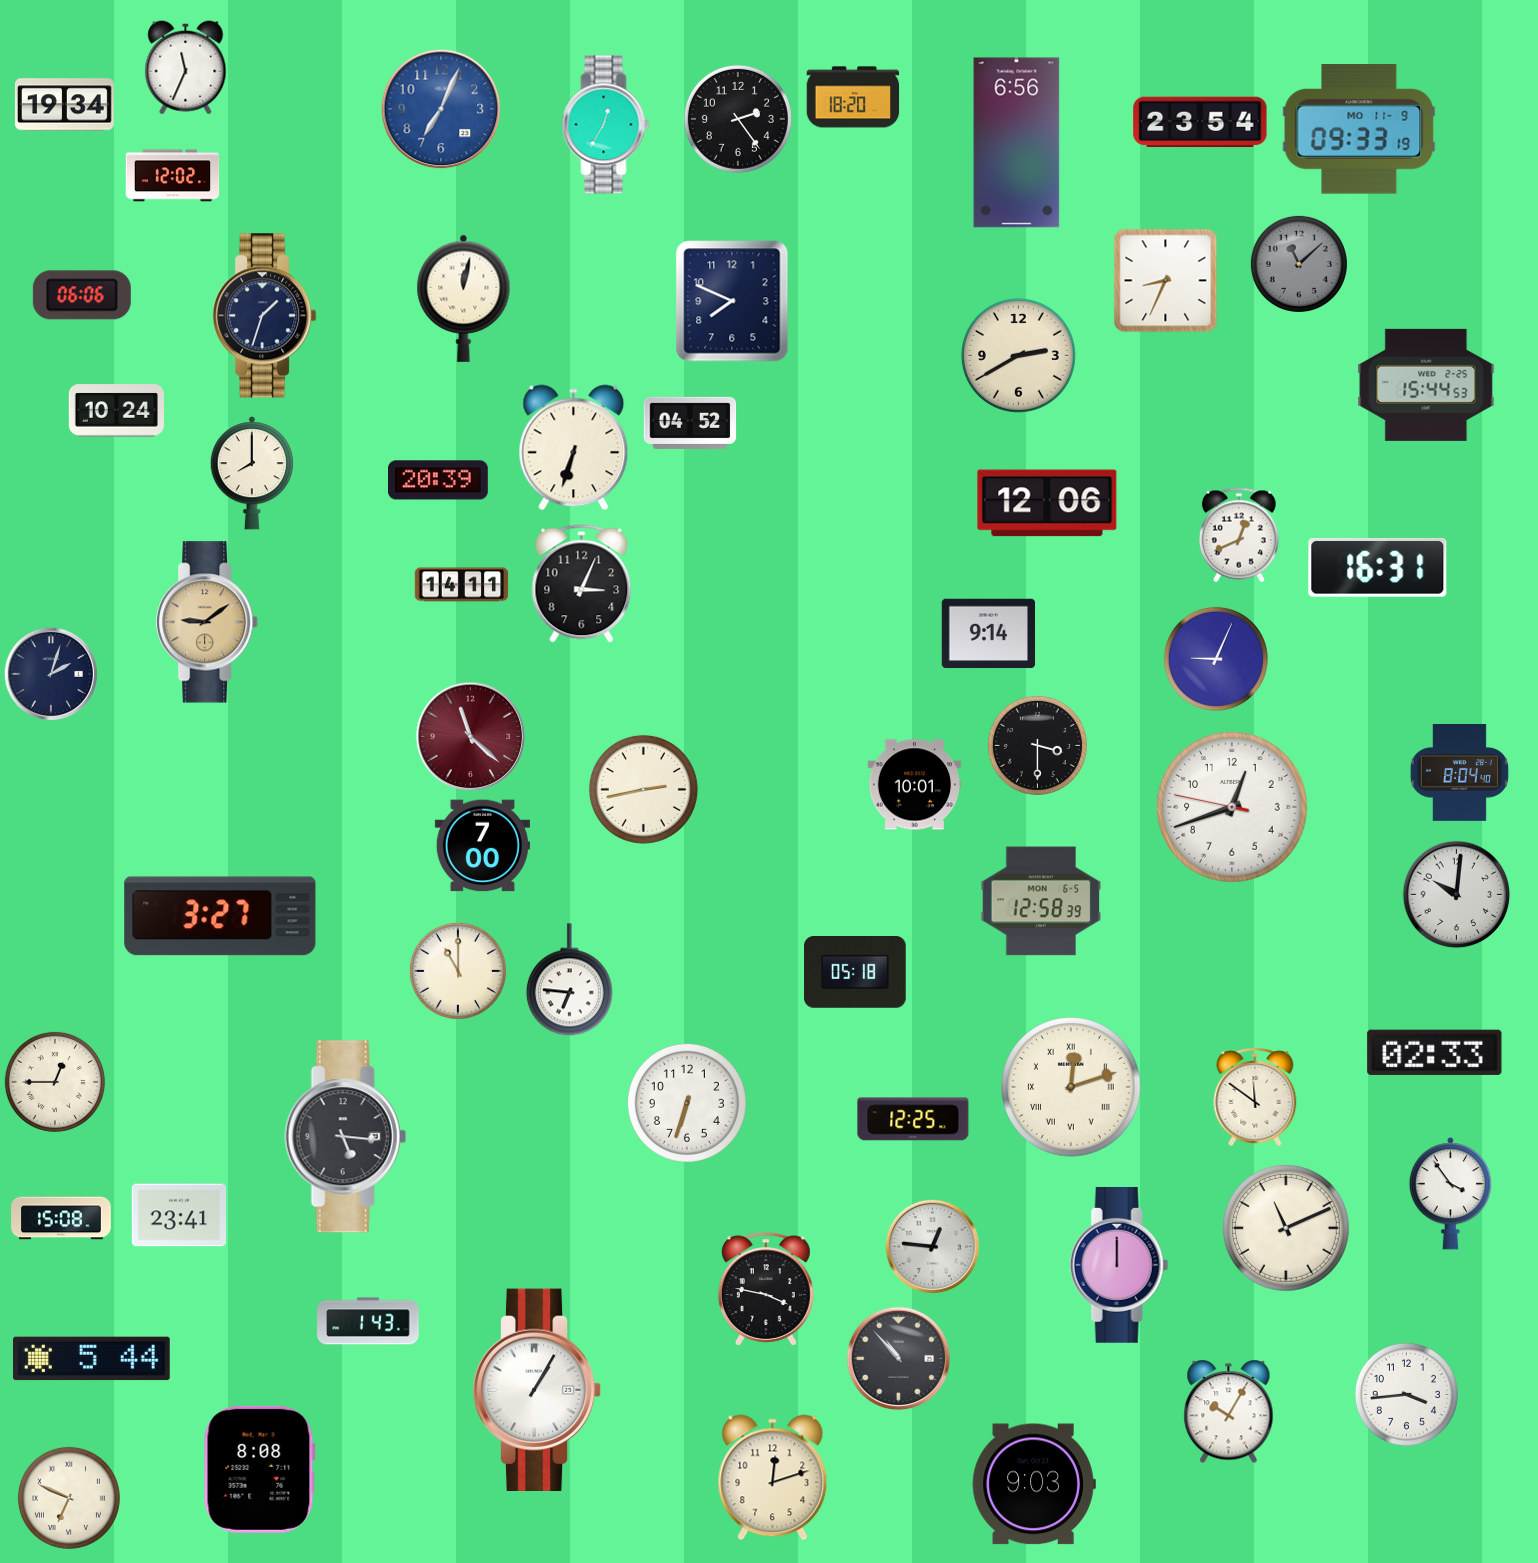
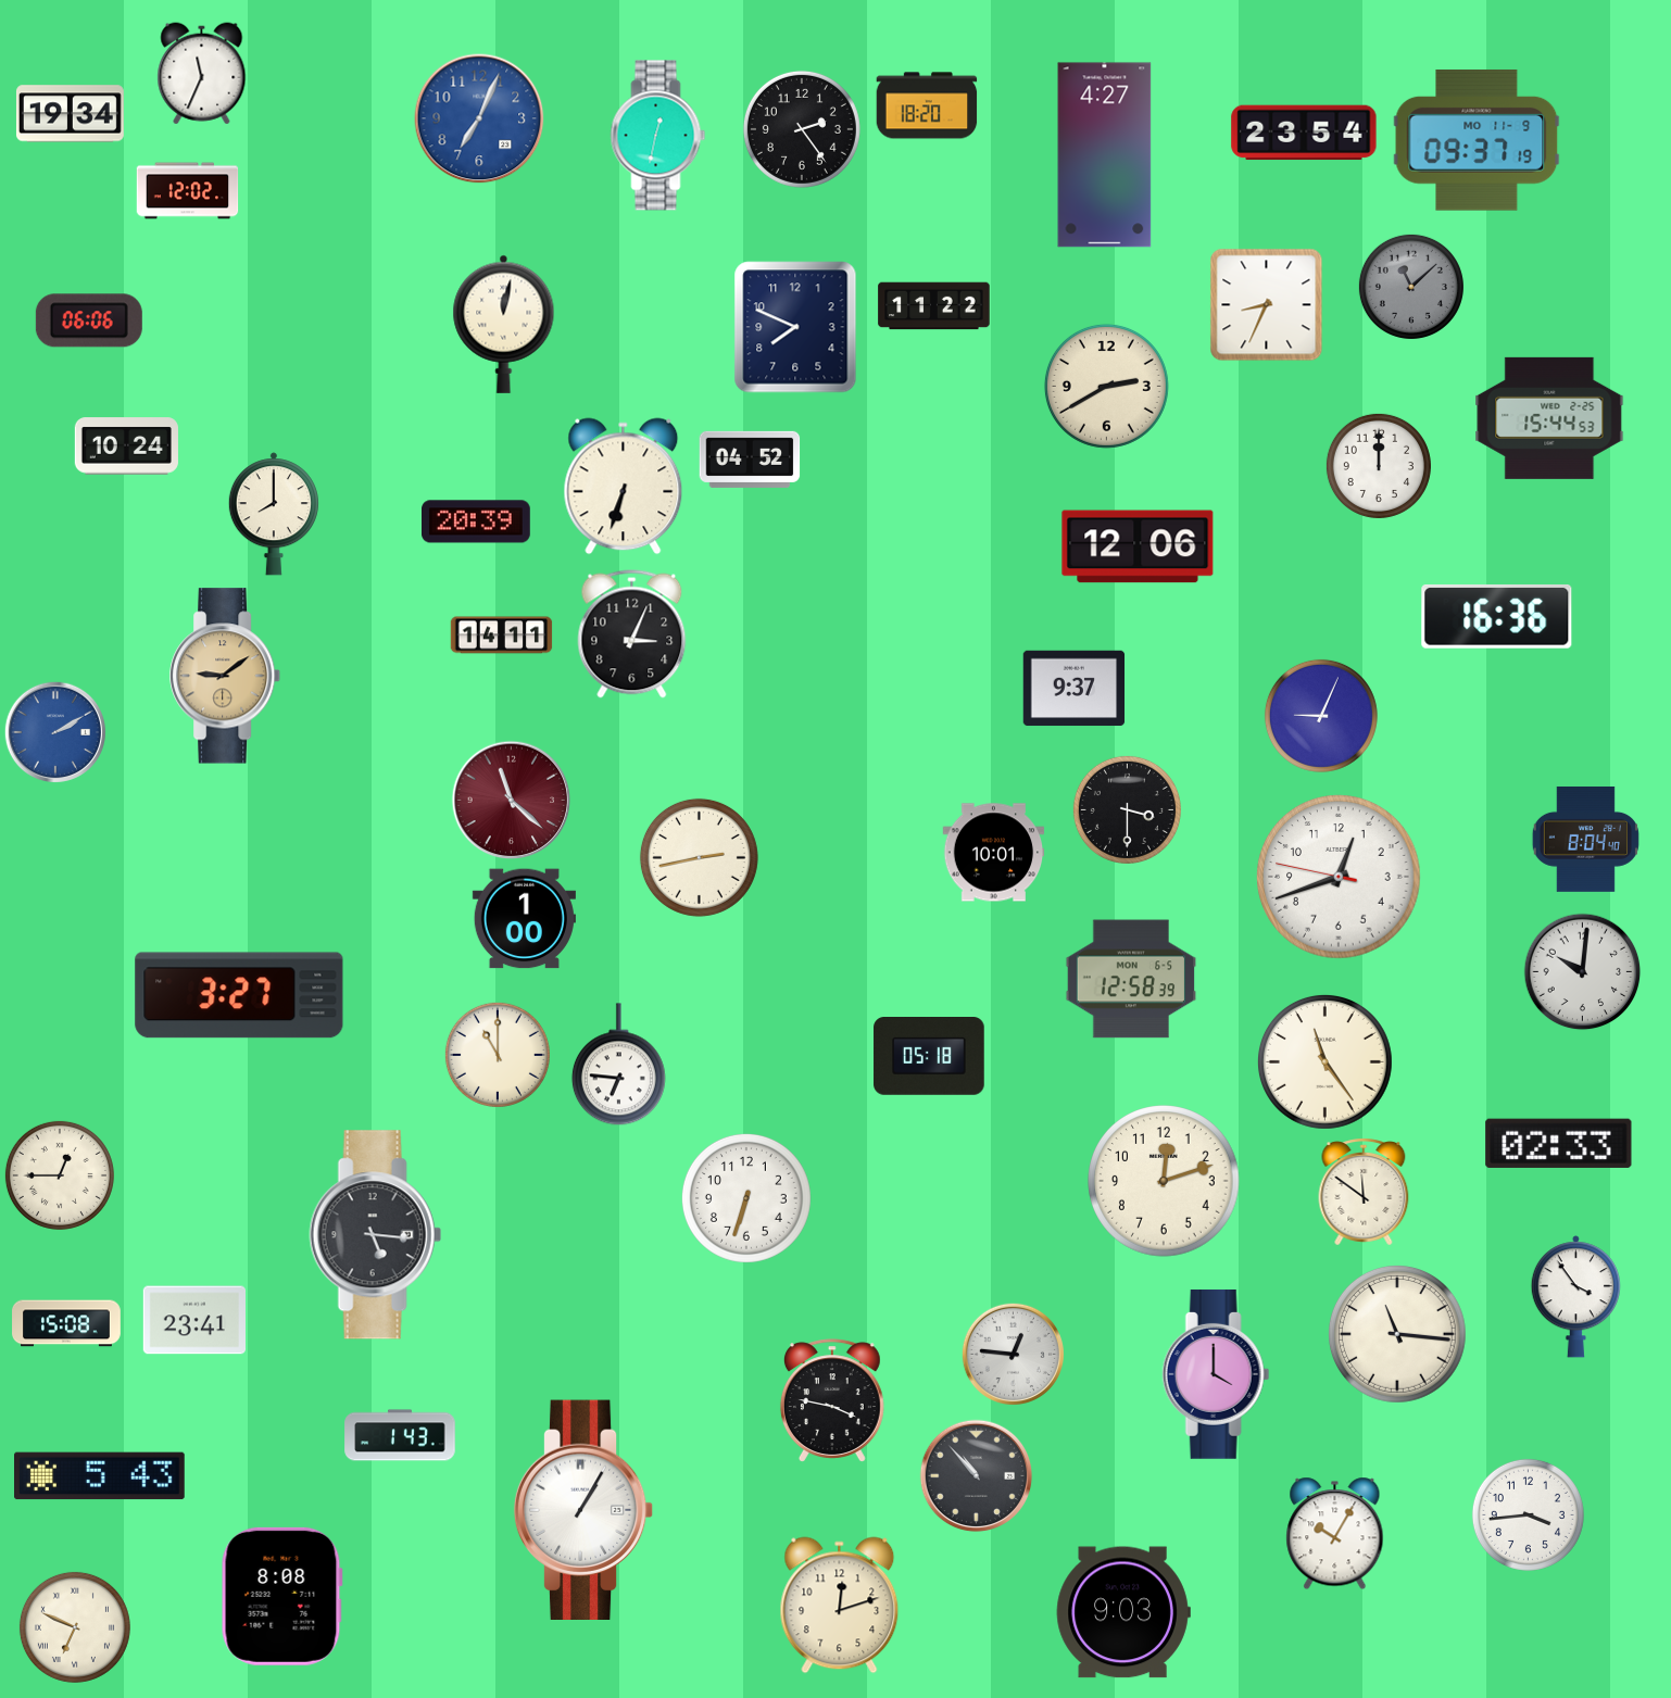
clock at (606, 125): 12:35 -> 12:32
clock at (1359, 129): 09:33 -> 09:37
clock at (1017, 143): 6:56 -> 4:27
clock at (934, 306): none -> 11:22
clock at (265, 316): 1:33 -> none
clock at (1379, 466): none -> 12:00
clock at (1239, 535): 12:41 -> none
clock at (1378, 567): 16:31 -> 16:36
clock at (989, 634): 9:14 -> 9:37
clock at (51, 674): 2:03 -> 2:10
clock at (51, 674) dial: navy -> blue
clock at (482, 846): 7:00 -> 1:00
clock at (1324, 1061): none -> 11:24
clock at (1071, 1087) numerals: Roman -> Arabic
clock at (913, 1119): 12:25 -> none
clock at (1286, 1228): 11:11 -> 11:16
clock at (1119, 1265): 12:00 -> 4:00
clock at (92, 1359): 5:44 -> 5:43
